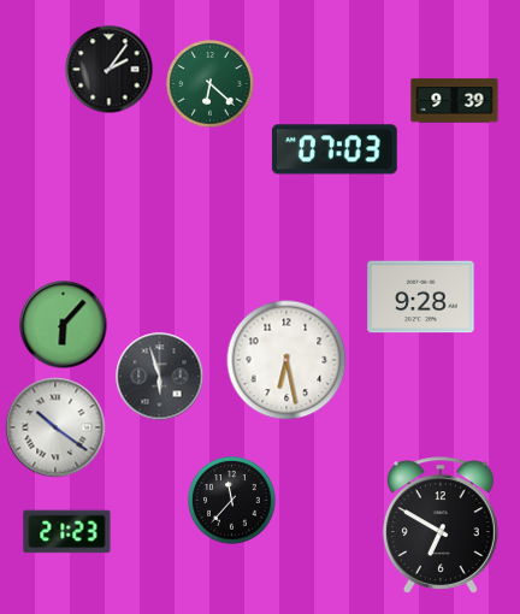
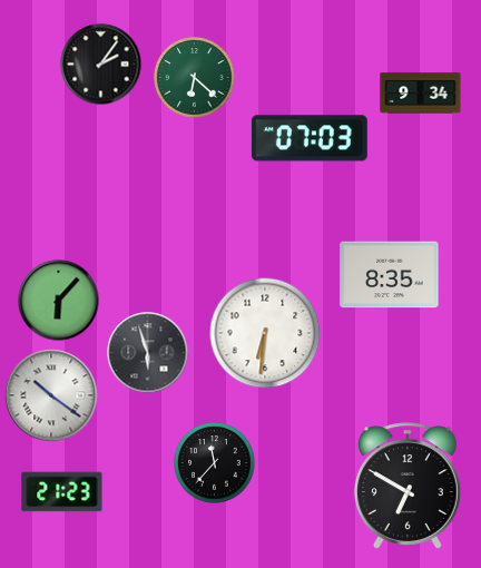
clock at (455, 101): 9:39 -> 9:34
clock at (421, 297): 9:28 -> 8:35
clock at (286, 360): 6:28 -> 6:31
clock at (160, 377) position: (160, 377) -> (148, 353)
